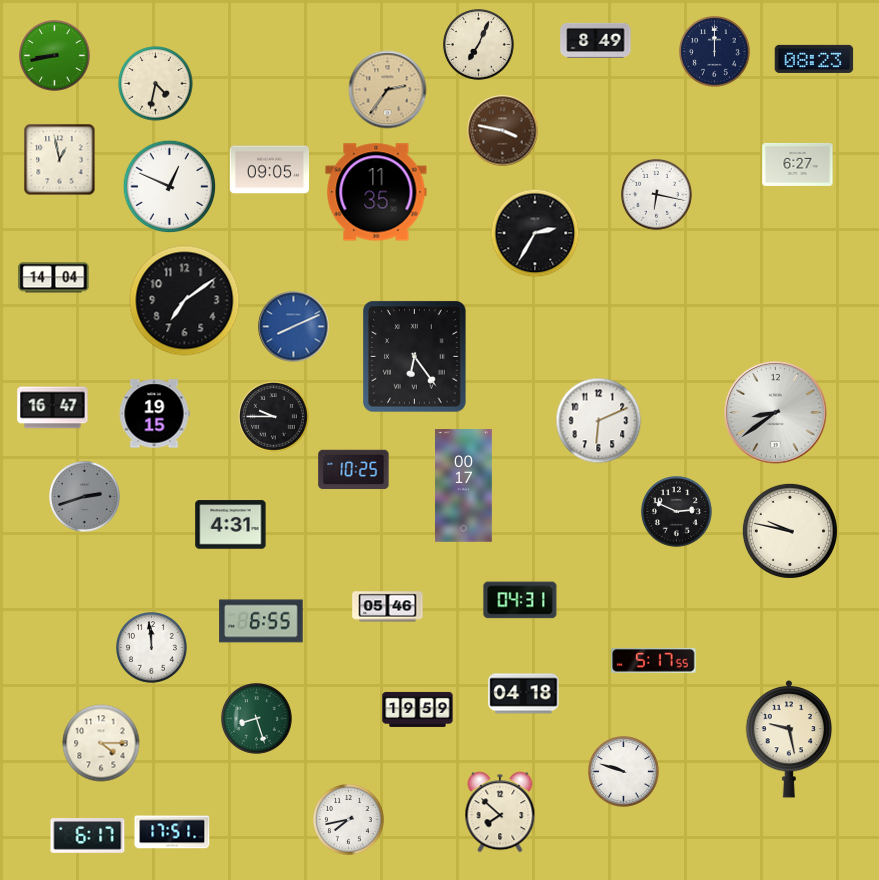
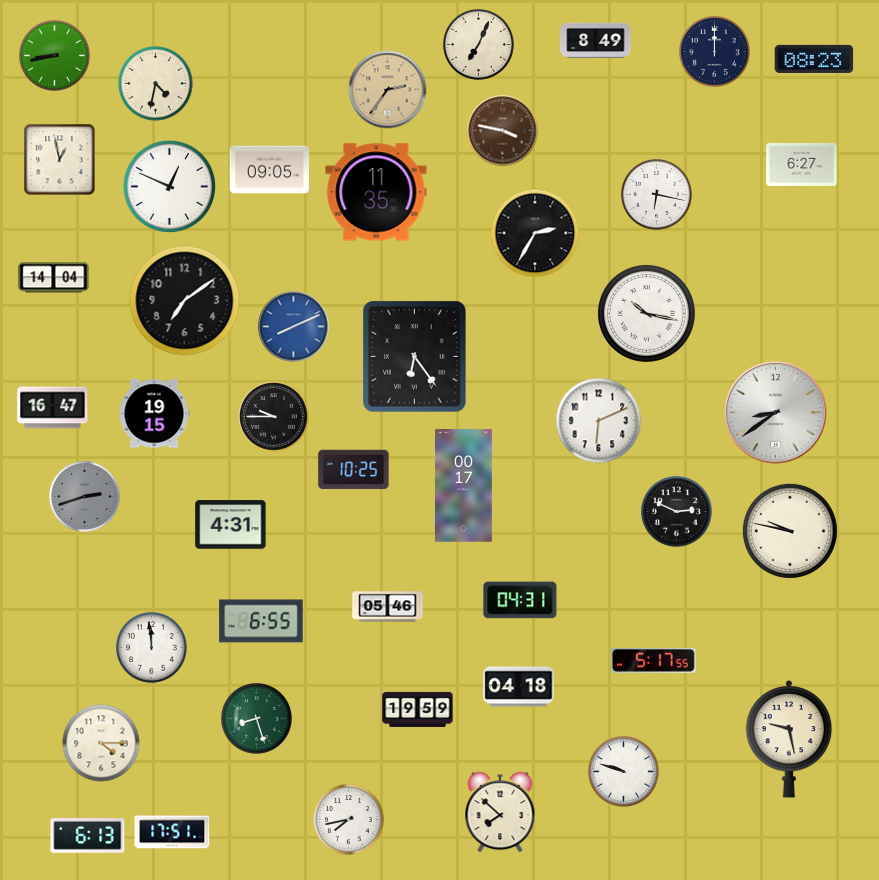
clock at (798, 164) position: (798, 164) -> (802, 164)
clock at (646, 313): none -> 10:17
clock at (524, 694) position: (524, 694) -> (519, 687)
clock at (88, 836): 6:17 -> 6:13
